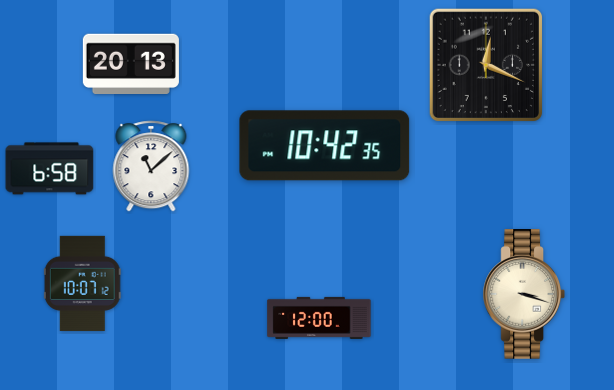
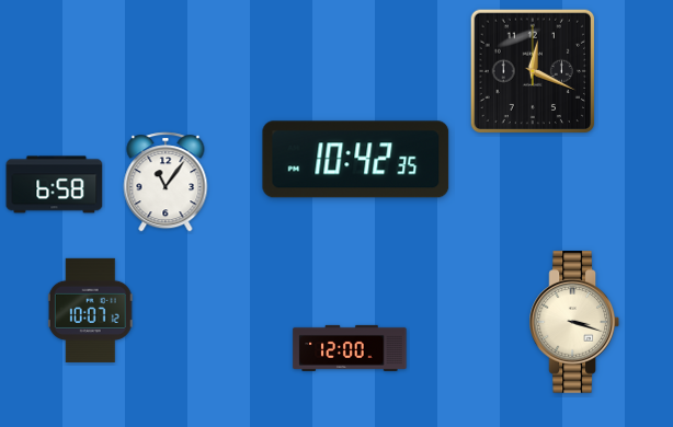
clock at (131, 63): 20:13 -> none
clock at (151, 166): 11:08 -> 11:06
